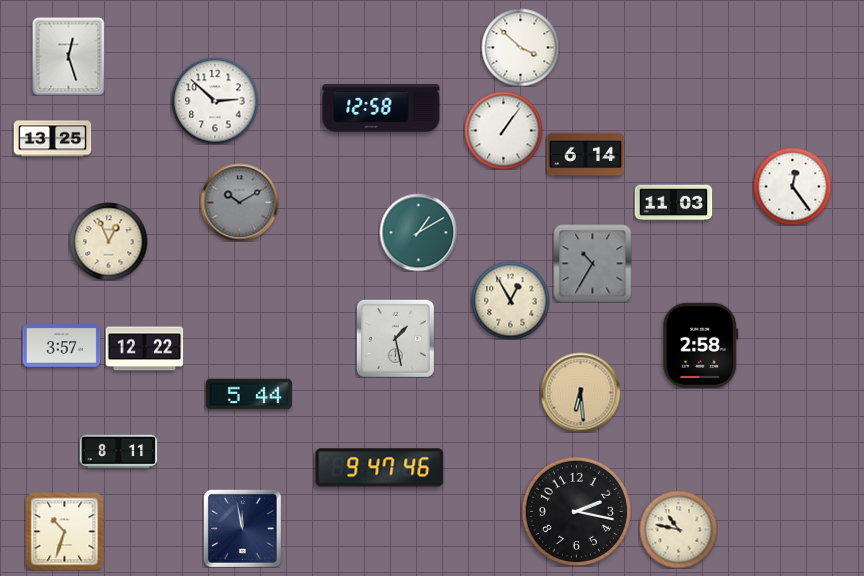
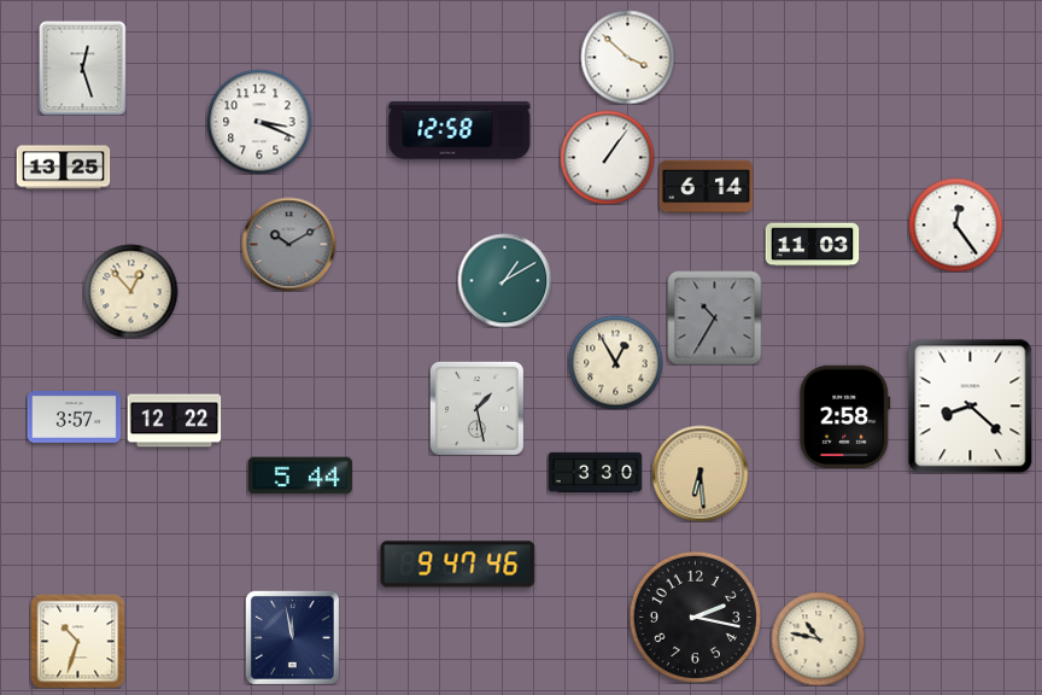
clock at (215, 101): 2:52 -> 3:19
clock at (108, 241): 12:56 -> 12:53
clock at (971, 405): none -> 8:22
clock at (595, 472): none -> 3:30
clock at (118, 452): 8:11 -> none
